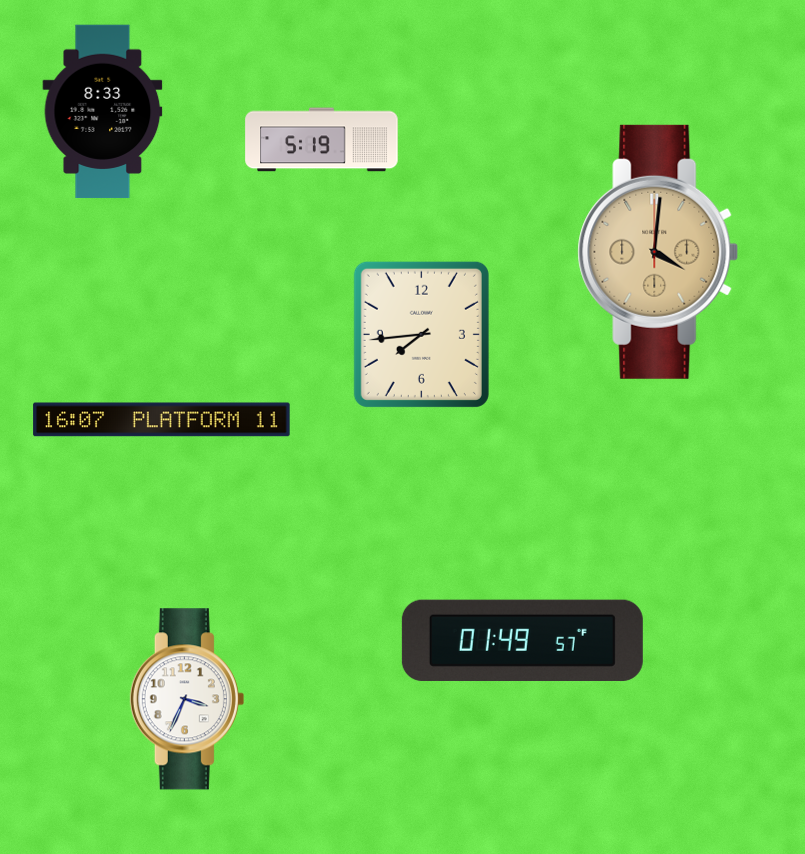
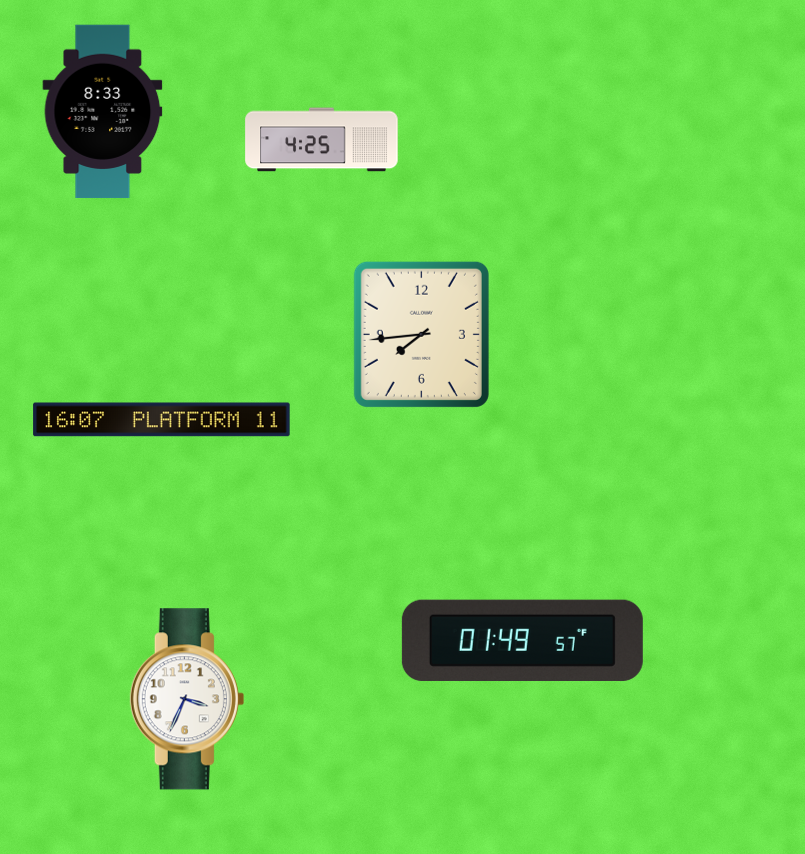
clock at (322, 140): 5:19 -> 4:25
clock at (658, 252): 4:01 -> none
